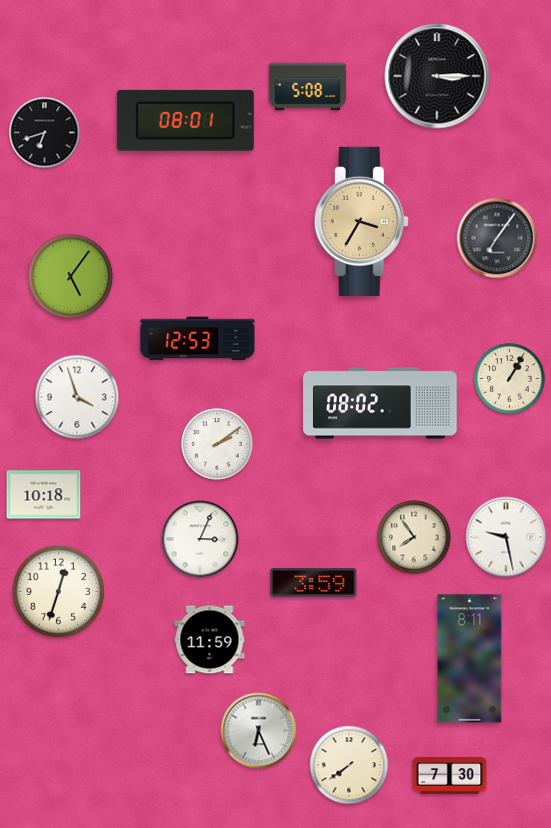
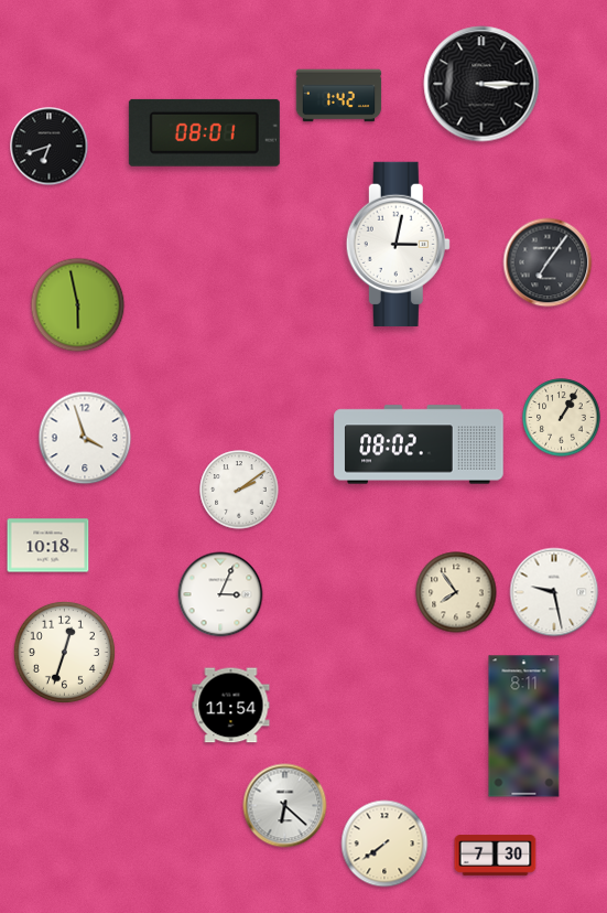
clock at (308, 87): 5:08 -> 1:42
clock at (361, 221): 3:35 -> 3:02
clock at (361, 221) dial: champagne -> white
clock at (71, 277): 5:06 -> 5:58
clock at (198, 339): 12:53 -> none
clock at (506, 537) position: (506, 537) -> (554, 592)
clock at (314, 583): 3:59 -> none
clock at (210, 640): 11:59 -> 11:54
clock at (470, 659) position: (470, 659) -> (524, 727)
clock at (259, 731): 6:26 -> 6:22
